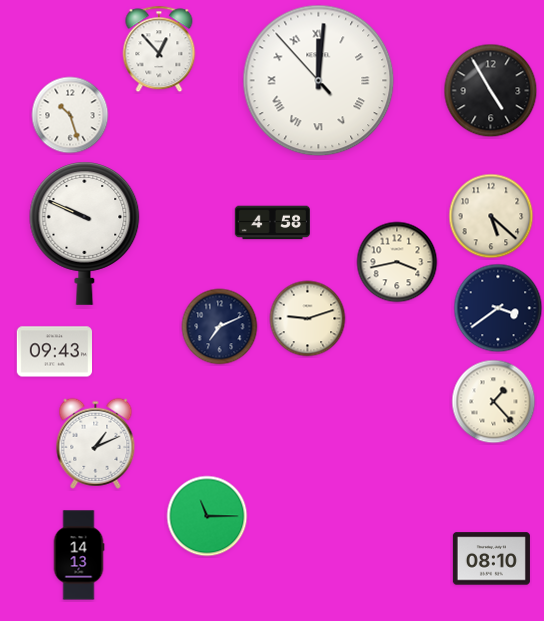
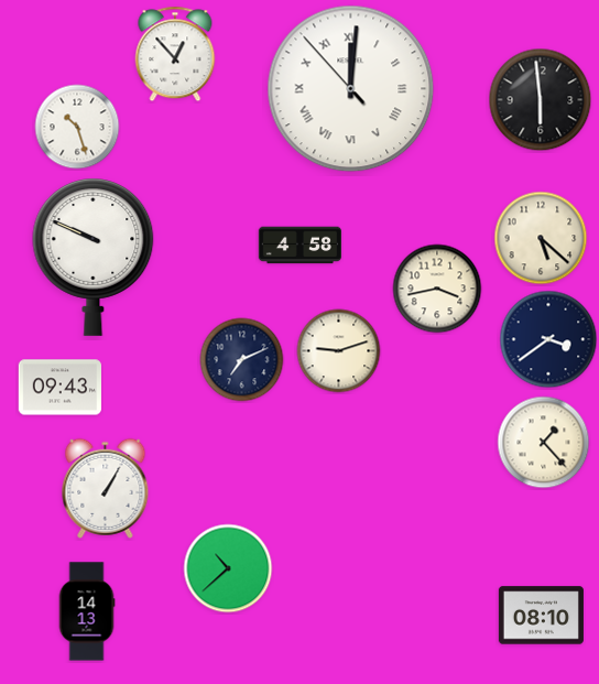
clock at (491, 91): 4:55 -> 5:59
clock at (96, 443): 1:11 -> 1:05
clock at (207, 516): 11:15 -> 10:38
